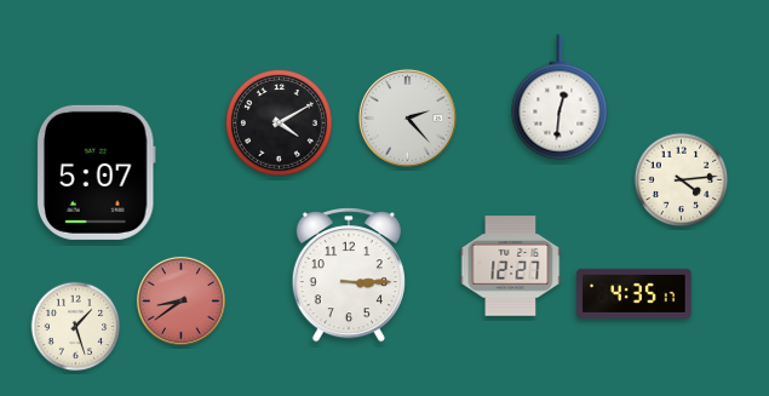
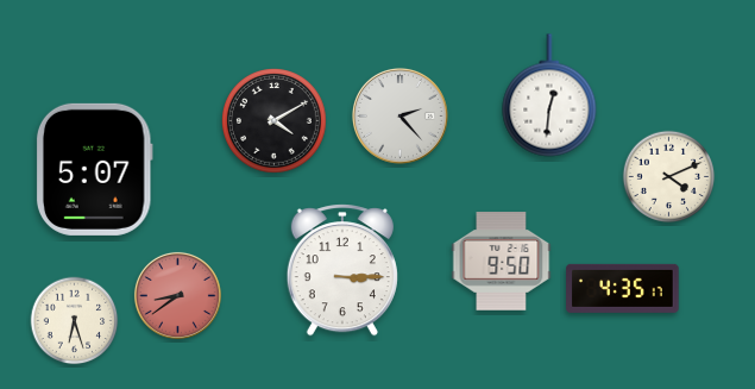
clock at (682, 180): 4:14 -> 4:11
clock at (511, 266): 12:27 -> 9:50
clock at (76, 327): 1:27 -> 6:27
